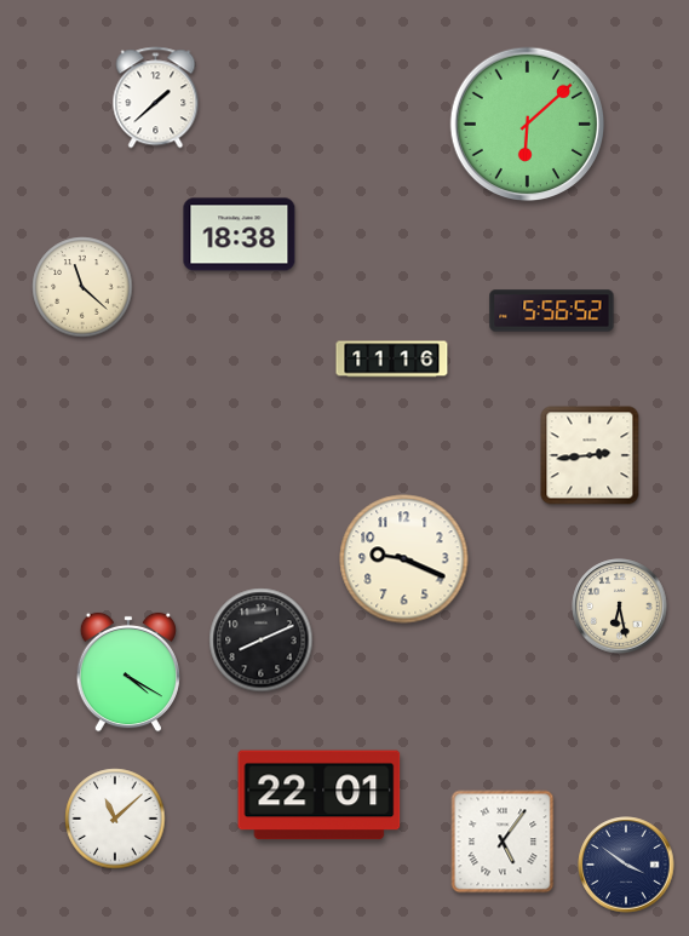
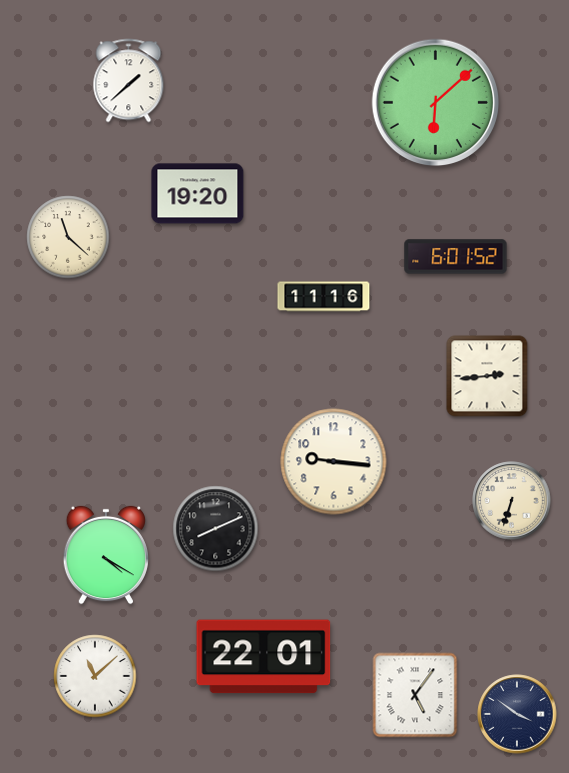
clock at (240, 235): 18:38 -> 19:20
clock at (552, 311): 5:56 -> 6:01
clock at (404, 559): 9:19 -> 9:16
clock at (620, 607): 6:28 -> 6:33
